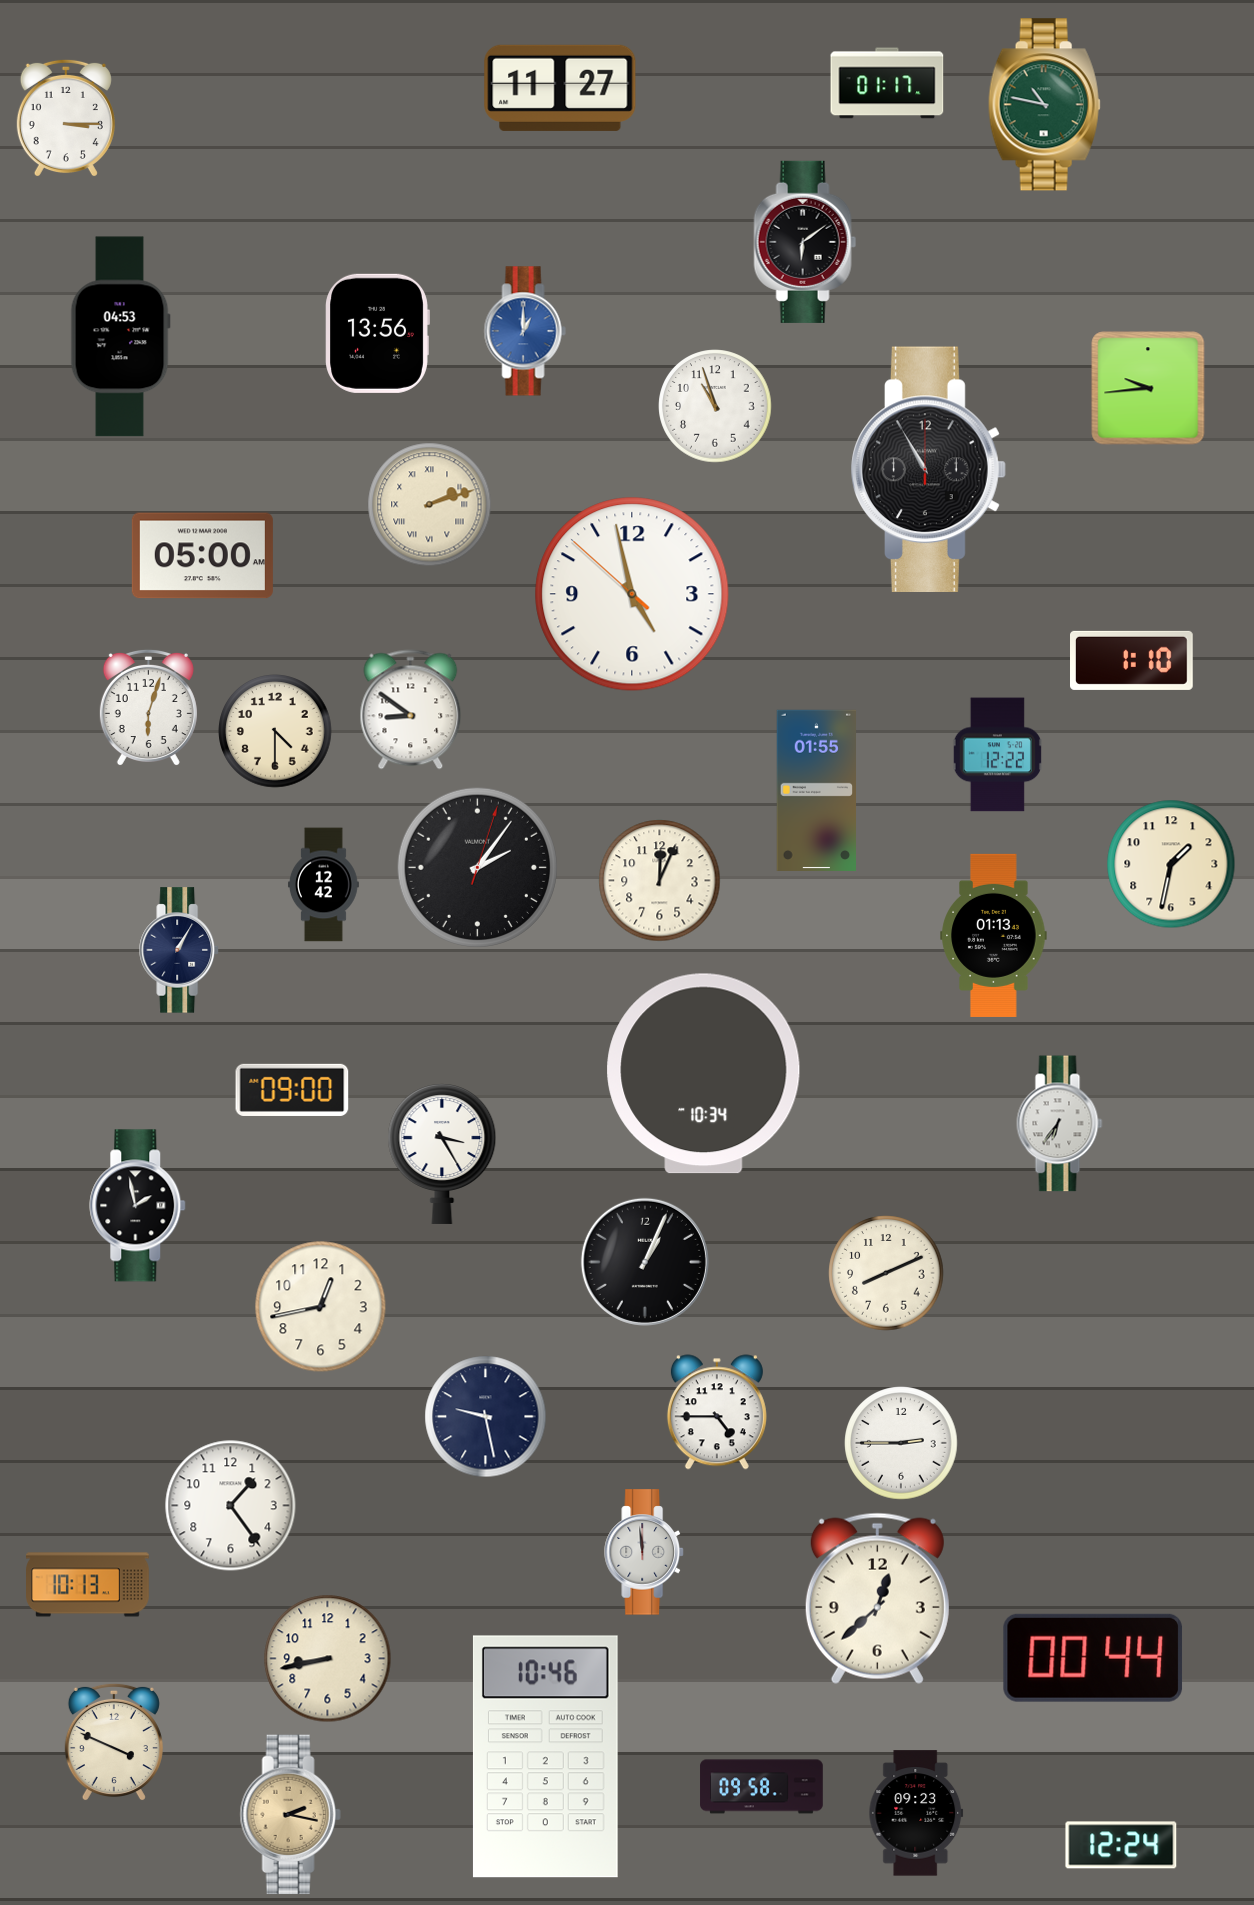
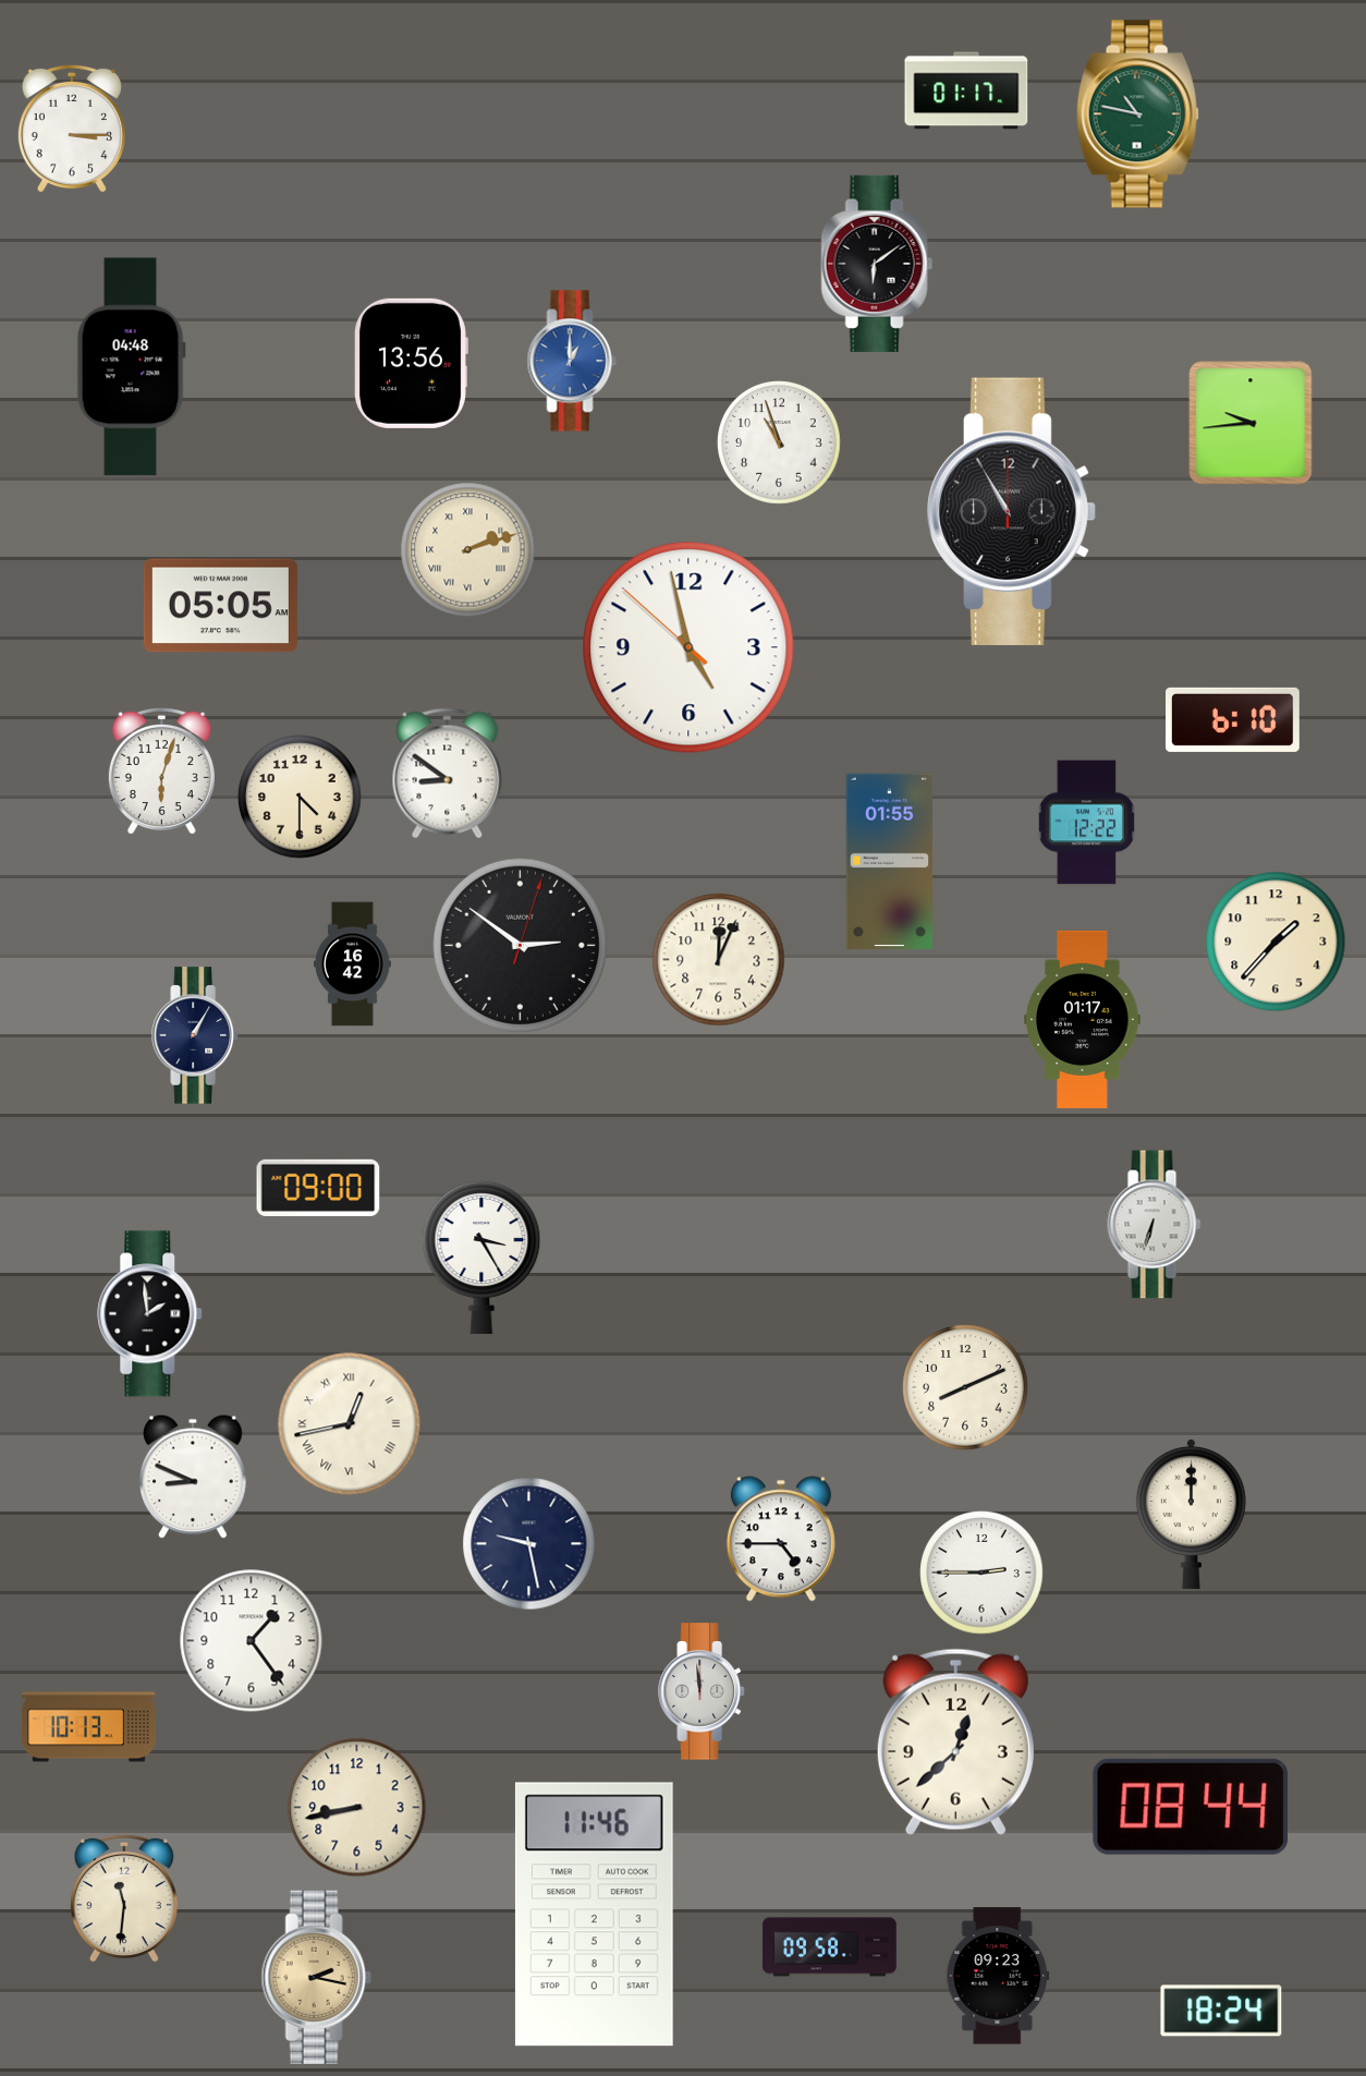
clock at (560, 88): 11:27 -> none
clock at (120, 337): 04:53 -> 04:48
clock at (202, 556): 05:00 -> 05:05
clock at (1132, 660): 1:10 -> 6:10
clock at (1171, 864): 1:32 -> 1:37
clock at (477, 867): 2:06 -> 2:51
clock at (323, 885): 12:42 -> 16:42
clock at (994, 935): 01:13 -> 01:17
clock at (704, 1074): 10:34 -> none
clock at (1060, 1124): 6:36 -> 6:33
clock at (138, 1206): 1:58 -> 1:59
clock at (645, 1262): 1:04 -> none
clock at (321, 1307) numerals: Arabic -> Roman
clock at (194, 1477): none -> 8:49
clock at (1191, 1515): none -> 12:00
clock at (88, 1585) position: (88, 1585) -> (89, 1727)
clock at (1093, 1658): 00:44 -> 08:44
clock at (114, 1742): 3:49 -> 11:31
clock at (545, 1757): 10:46 -> 11:46
clock at (1121, 1845): 12:24 -> 18:24
